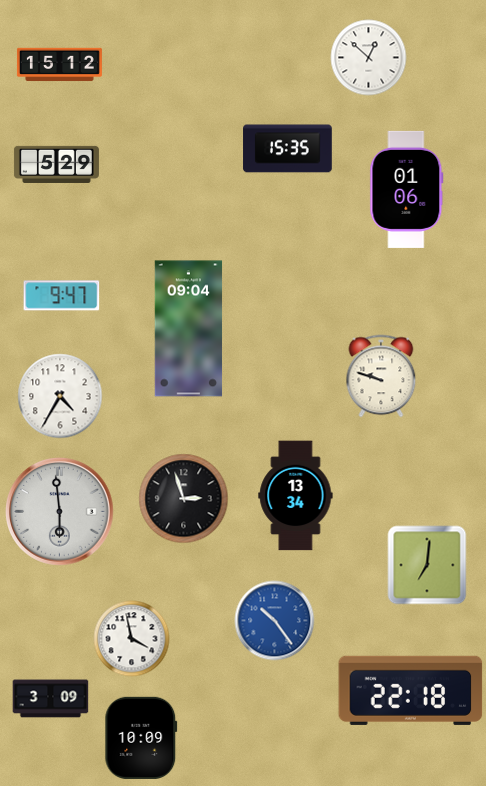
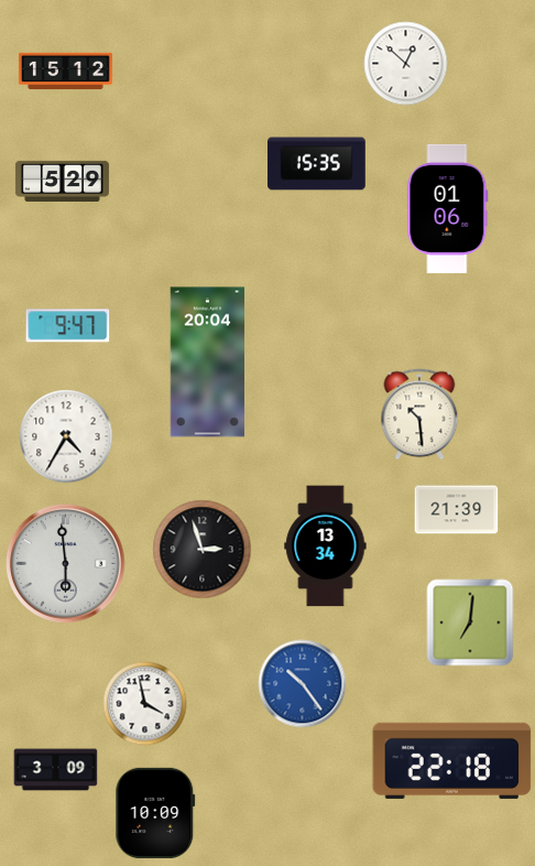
clock at (189, 329): 09:04 -> 20:04
clock at (381, 376): 9:48 -> 10:29
clock at (457, 510): none -> 21:39
